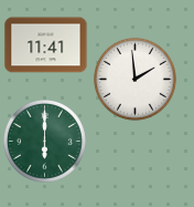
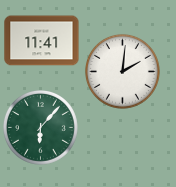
clock at (134, 79): 1:59 -> 2:01
clock at (44, 141): 6:00 -> 6:07
